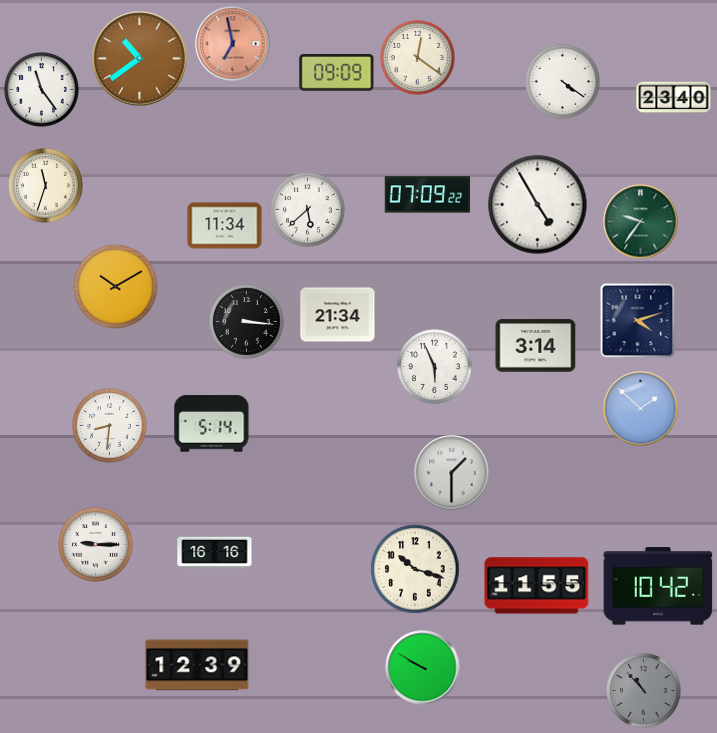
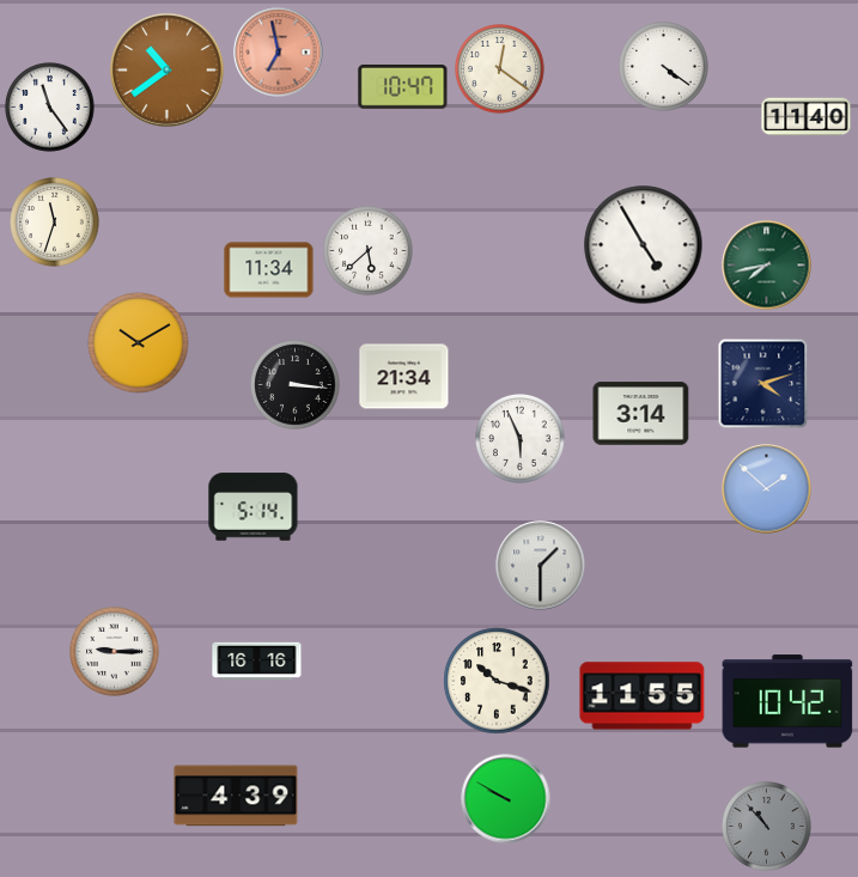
clock at (337, 72): 09:09 -> 10:47
clock at (563, 82) position: (563, 82) -> (664, 67)
clock at (674, 98): 23:40 -> 11:40
clock at (428, 195): 07:09 -> none
clock at (641, 222): 9:36 -> 7:43
clock at (110, 426): 8:31 -> none
clock at (537, 586) position: (537, 586) -> (643, 696)
clock at (197, 665): 12:39 -> 4:39
clock at (644, 691) position: (644, 691) -> (767, 827)
